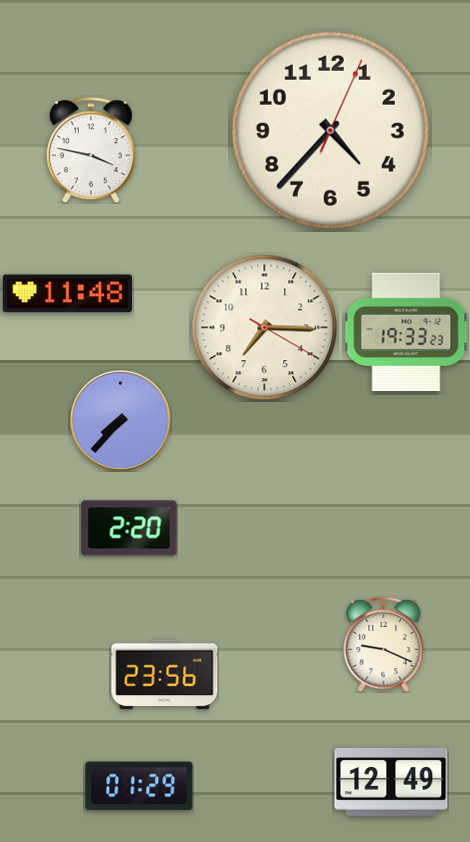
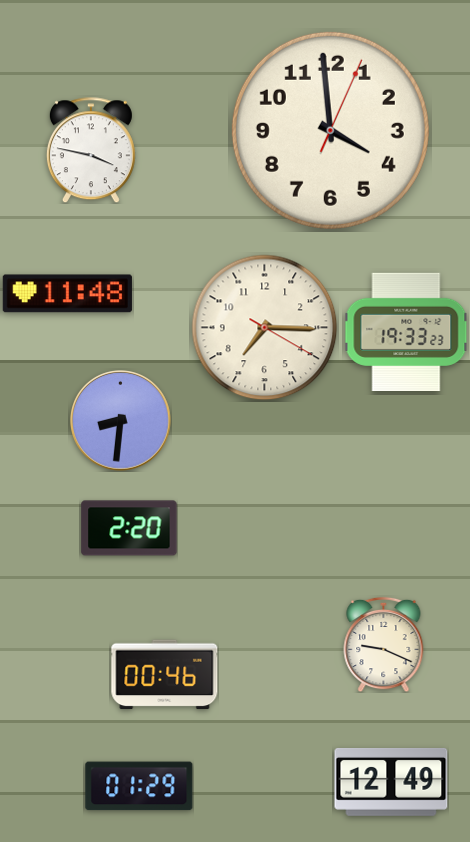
clock at (330, 130): 4:37 -> 3:59
clock at (121, 421): 7:37 -> 8:31
clock at (165, 675): 23:56 -> 00:46
